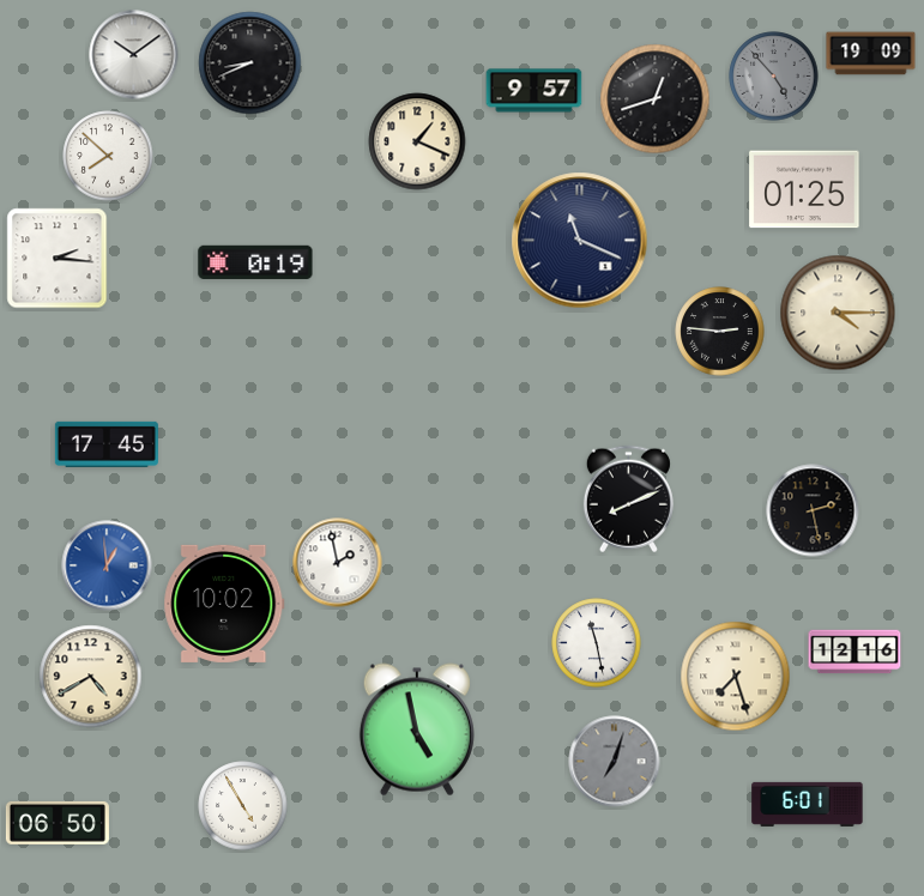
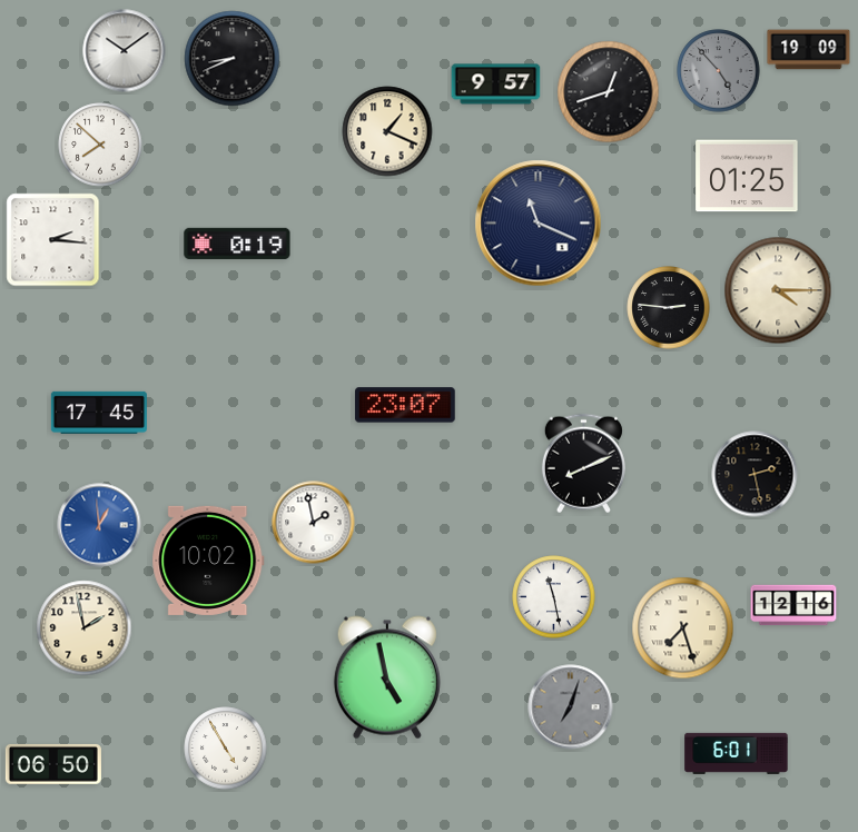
clock at (405, 405): none -> 23:07
clock at (91, 677): 4:40 -> 1:58
clock at (808, 804) position: (808, 804) -> (737, 753)
